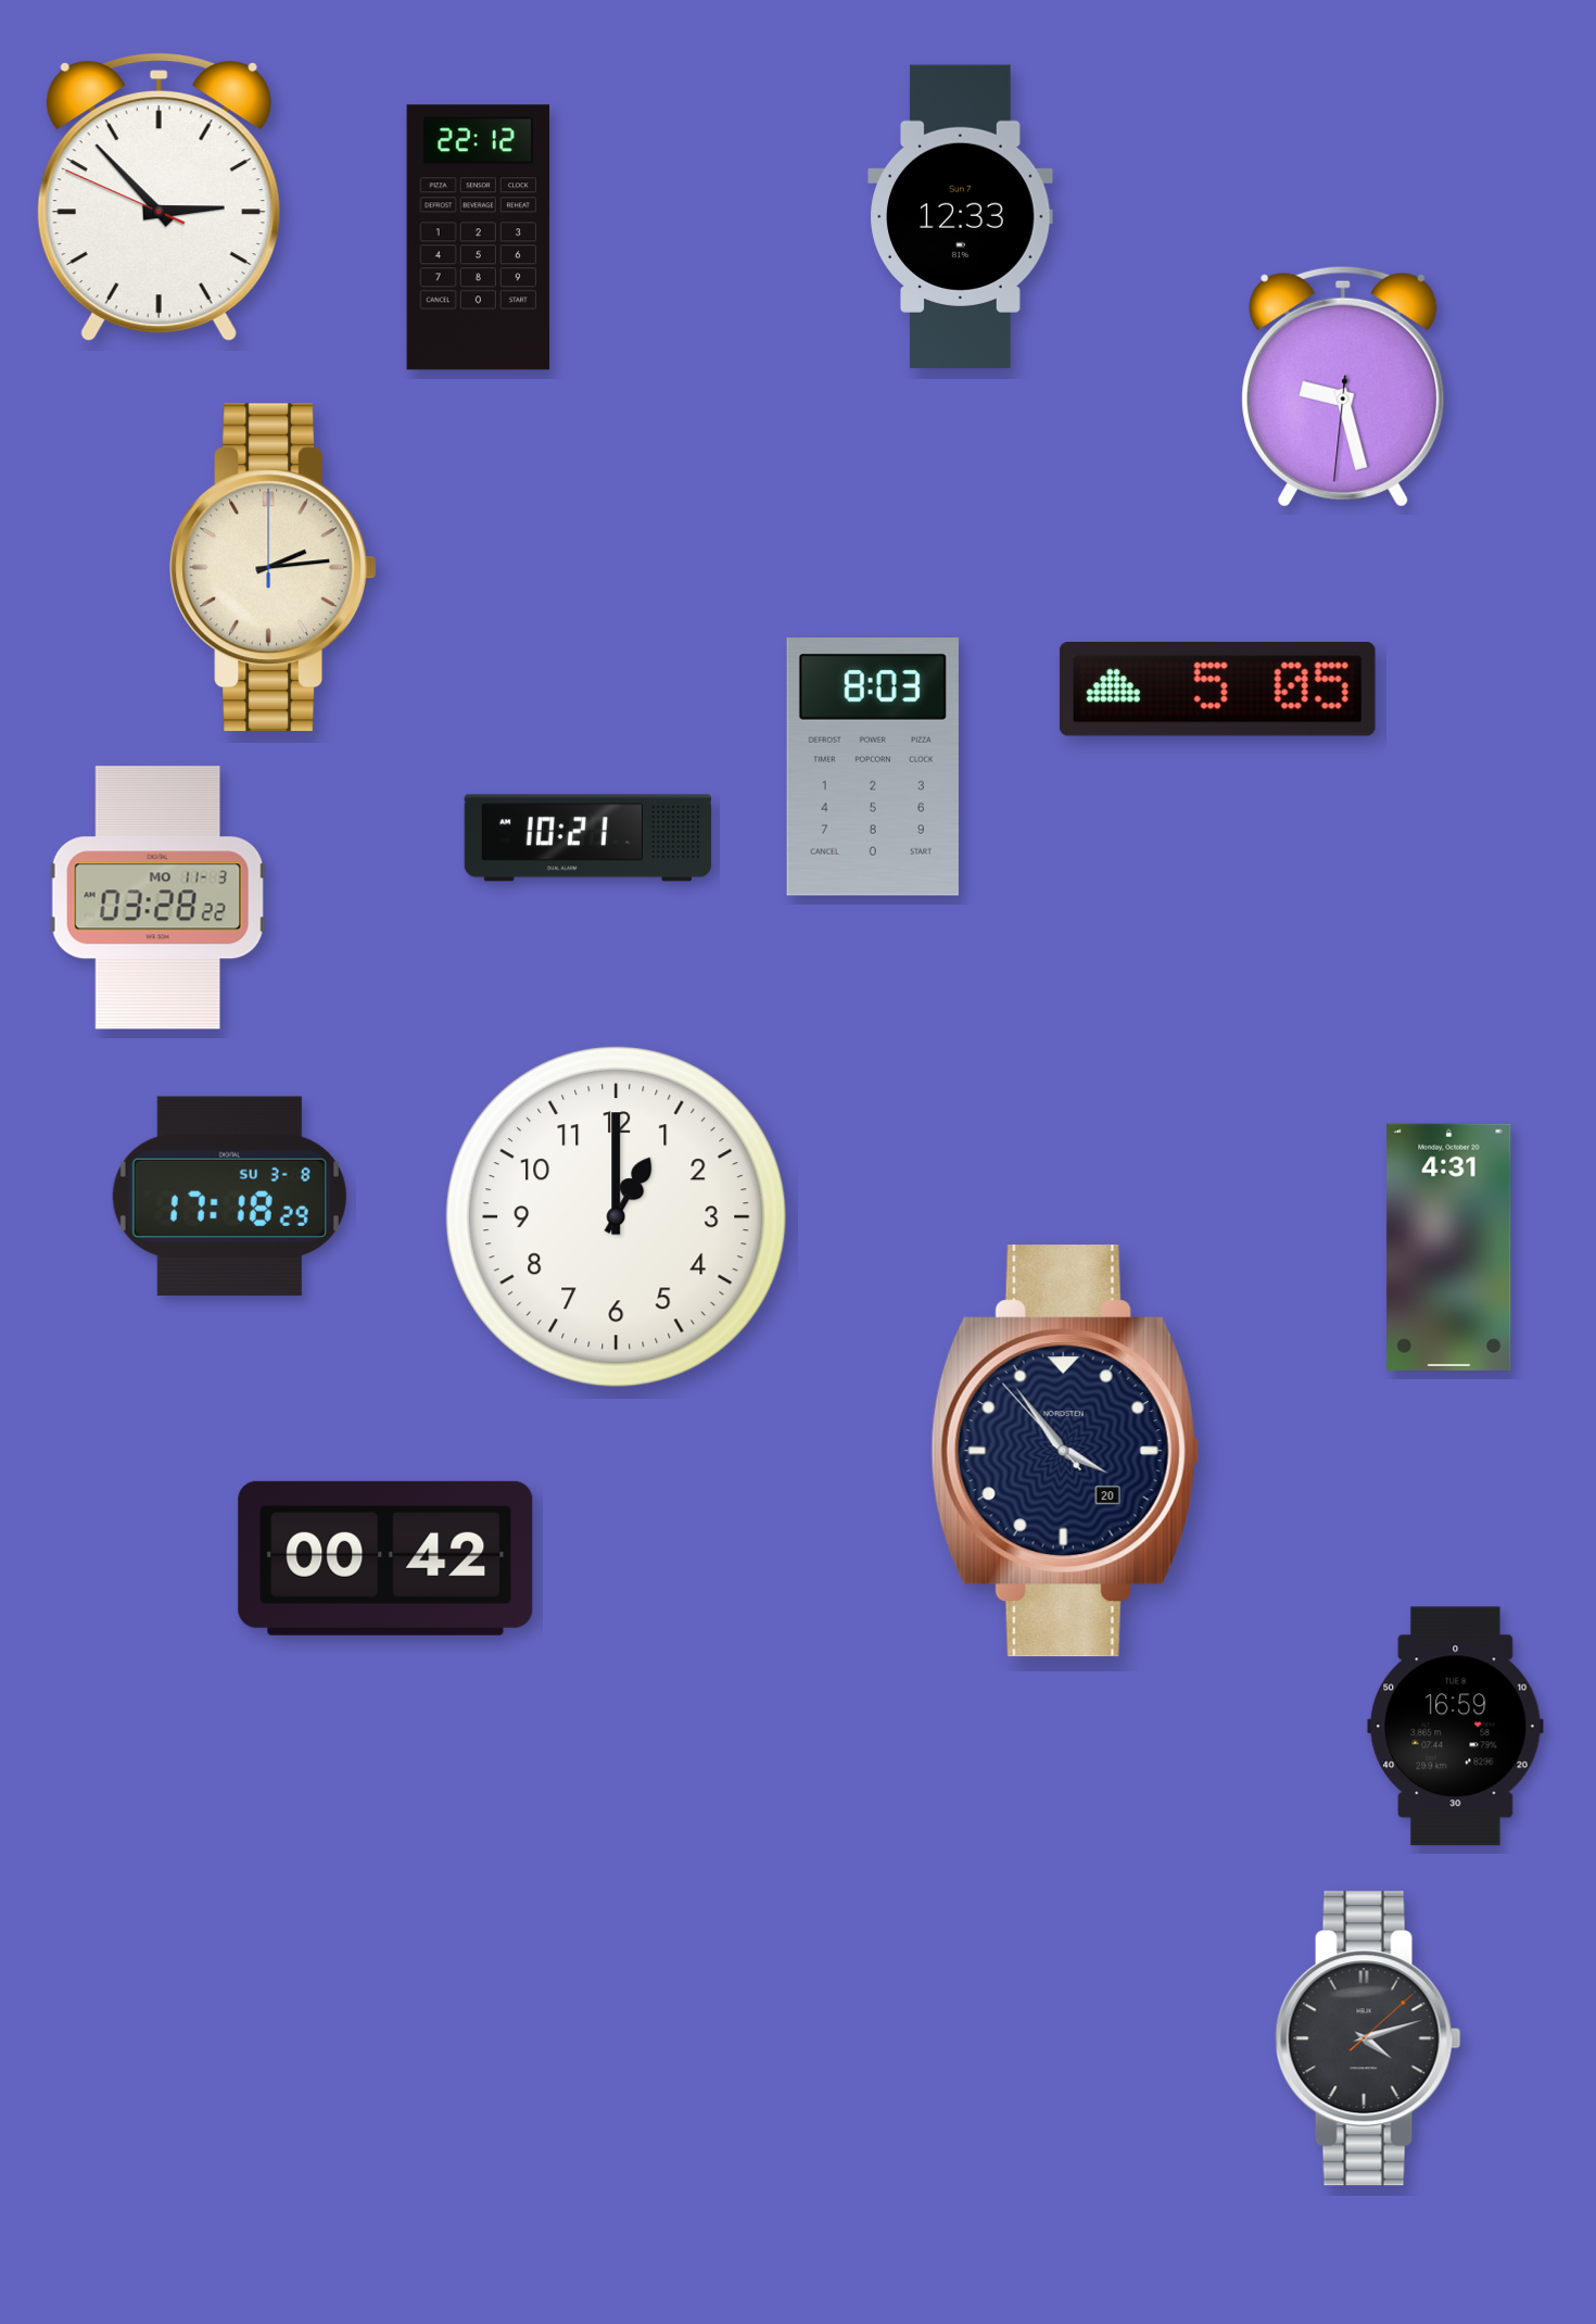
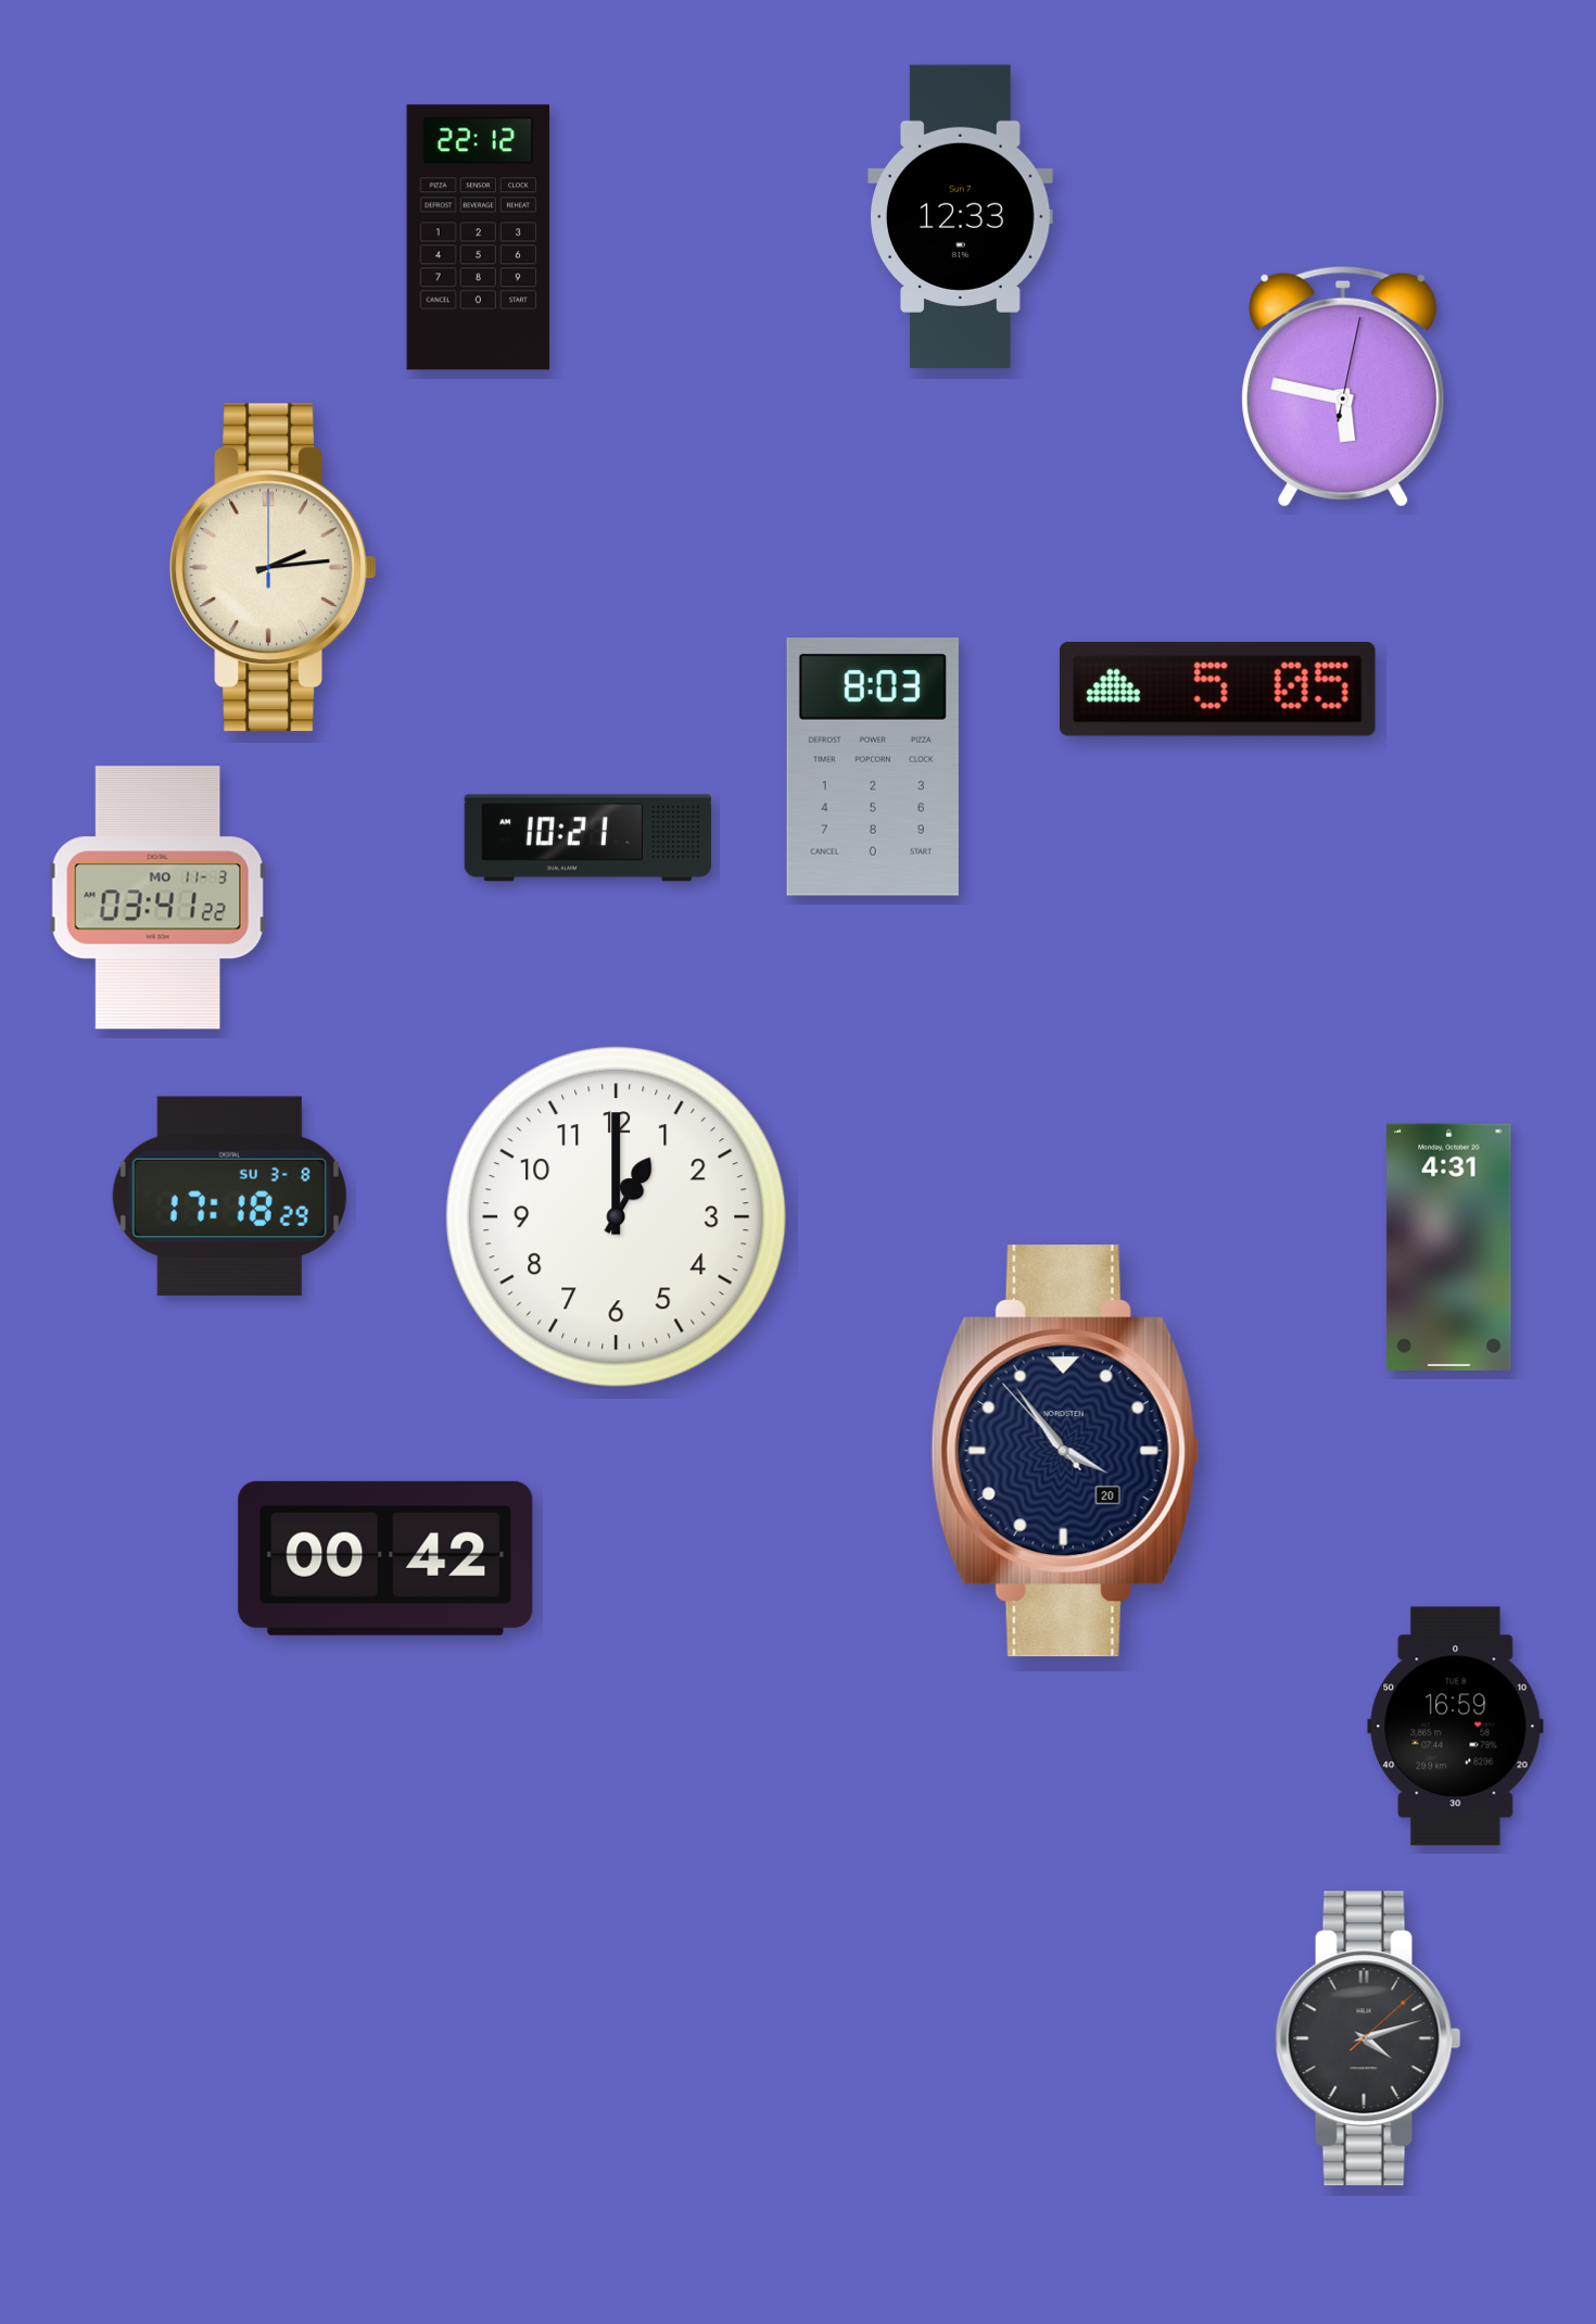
clock at (159, 198): 2:52 -> none
clock at (1343, 387): 9:27 -> 5:47
clock at (157, 898): 03:28 -> 03:41
